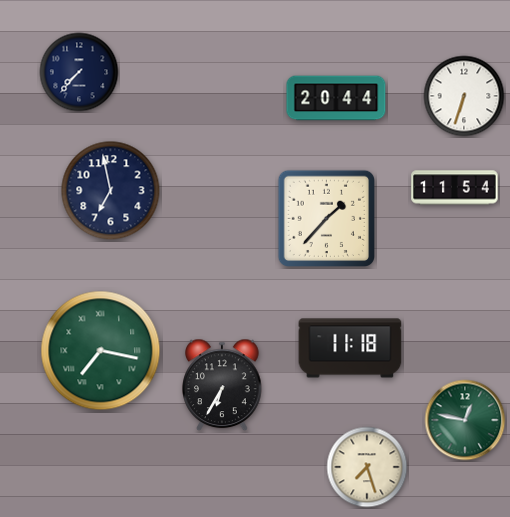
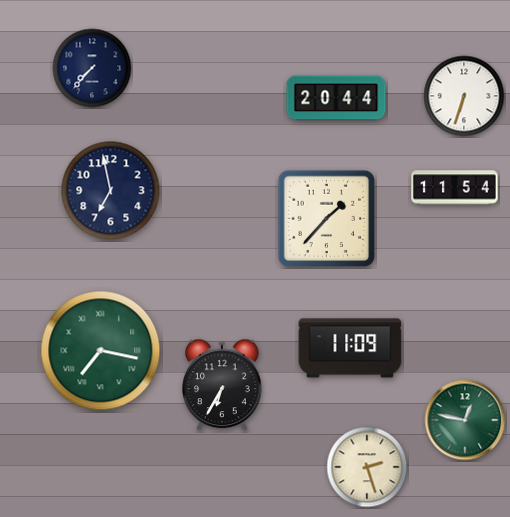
clock at (79, 72) position: (79, 72) -> (92, 68)
clock at (350, 348): 11:18 -> 11:09
clock at (367, 467): 7:27 -> 2:27
